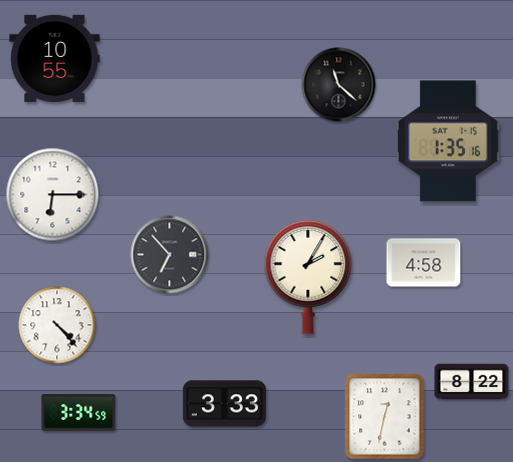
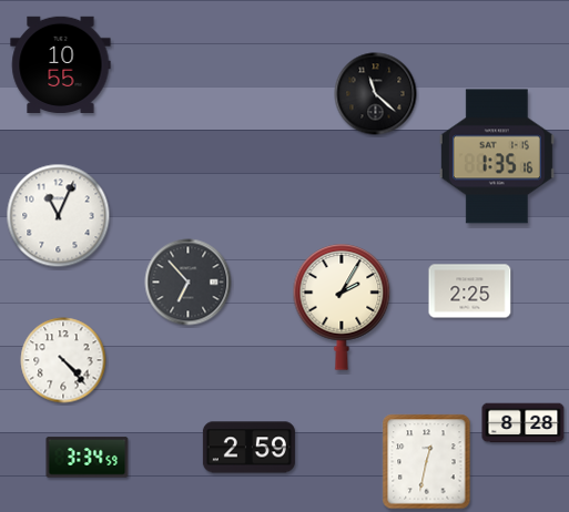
clock at (53, 195): 6:15 -> 11:04
clock at (424, 263): 4:58 -> 2:25
clock at (472, 382): 8:22 -> 8:28
clock at (224, 404): 3:33 -> 2:59
